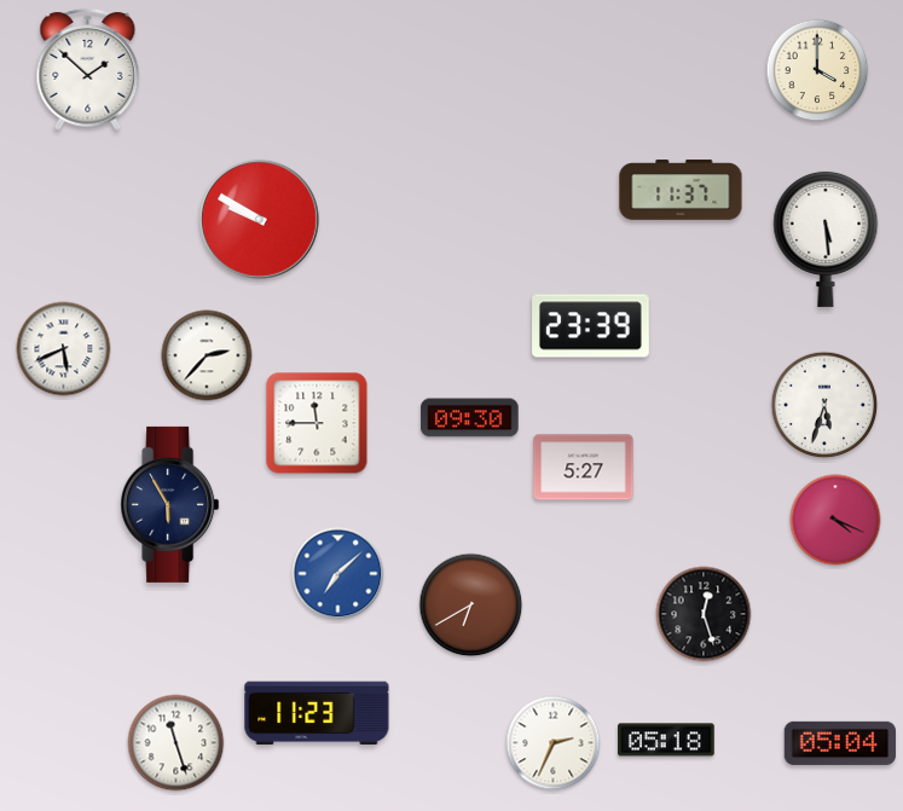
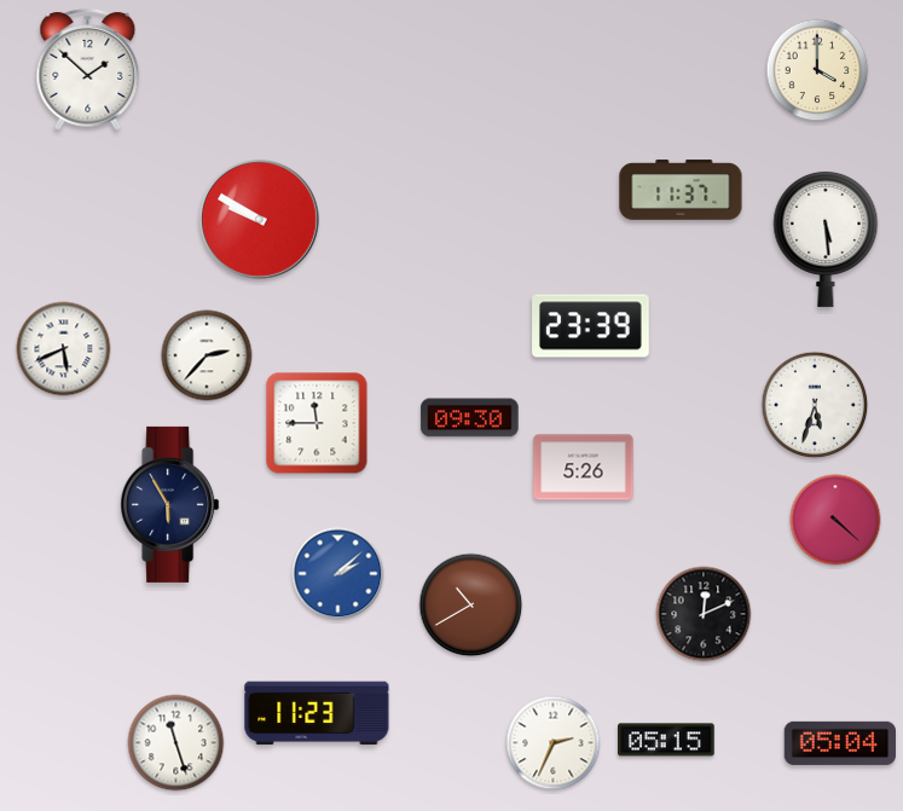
clock at (824, 405) position: (824, 405) -> (815, 405)
clock at (584, 468): 5:27 -> 5:26
clock at (835, 520): 4:19 -> 4:22
clock at (338, 574): 7:08 -> 2:08
clock at (471, 606): 6:40 -> 10:40
clock at (704, 614): 12:27 -> 12:11
clock at (666, 740): 05:18 -> 05:15
